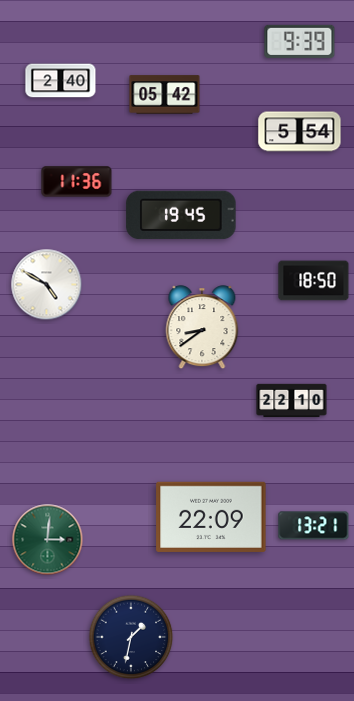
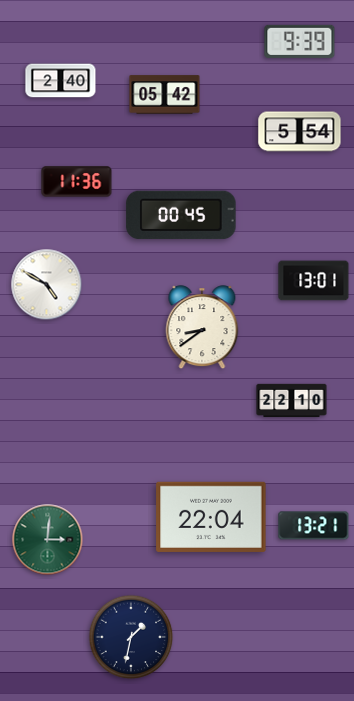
clock at (181, 215): 19:45 -> 00:45
clock at (314, 281): 18:50 -> 13:01
clock at (211, 517): 22:09 -> 22:04
